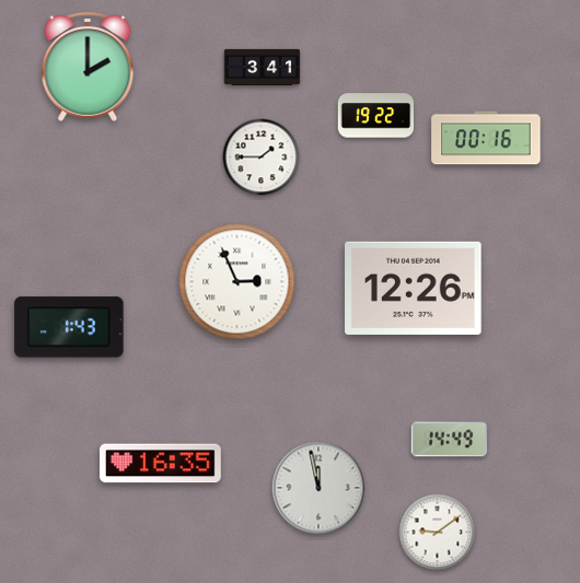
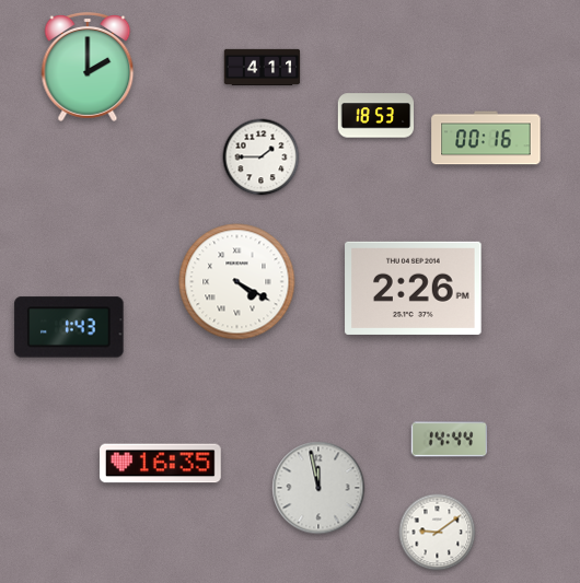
clock at (263, 67): 3:41 -> 4:11
clock at (376, 116): 19:22 -> 18:53
clock at (237, 282): 2:56 -> 4:20
clock at (414, 288): 12:26 -> 2:26
clock at (450, 440): 14:49 -> 14:44
